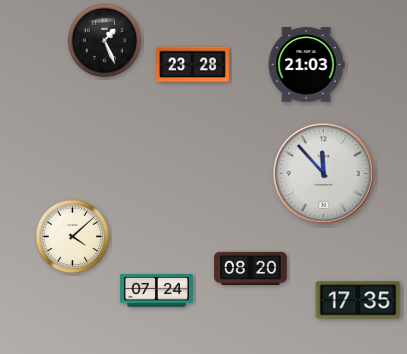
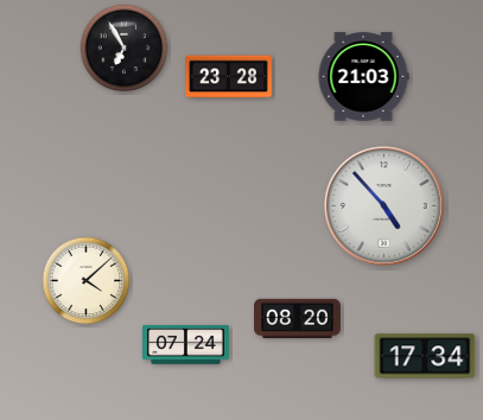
clock at (105, 41): 1:26 -> 6:55
clock at (324, 174): 11:53 -> 4:53
clock at (358, 300): 17:35 -> 17:34
